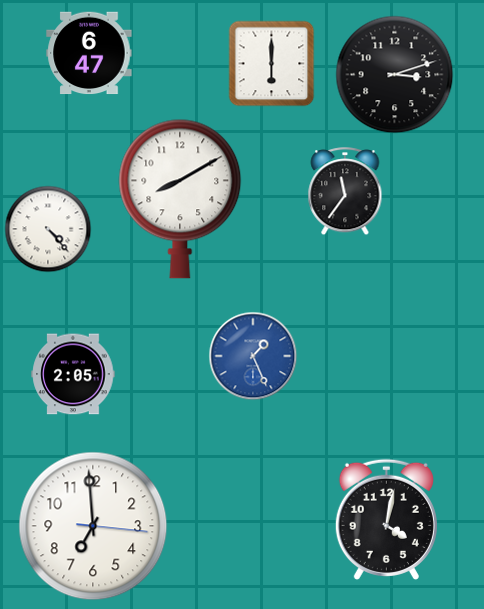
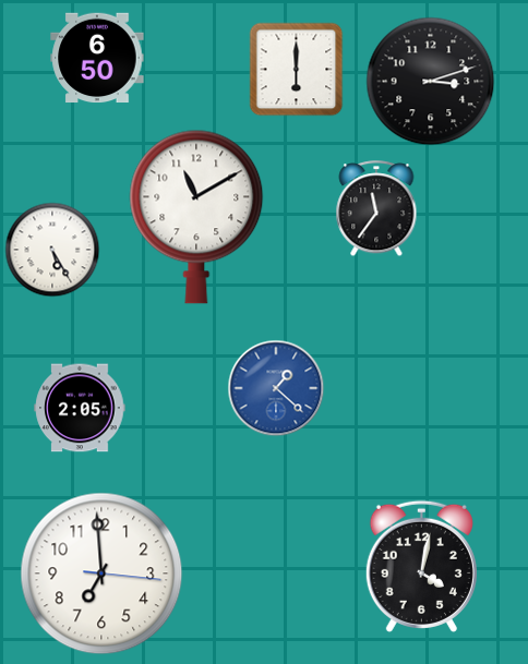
clock at (89, 53): 6:47 -> 6:50
clock at (180, 199): 8:10 -> 11:10
clock at (48, 229): 4:23 -> 5:25
clock at (253, 356): 1:26 -> 1:22
